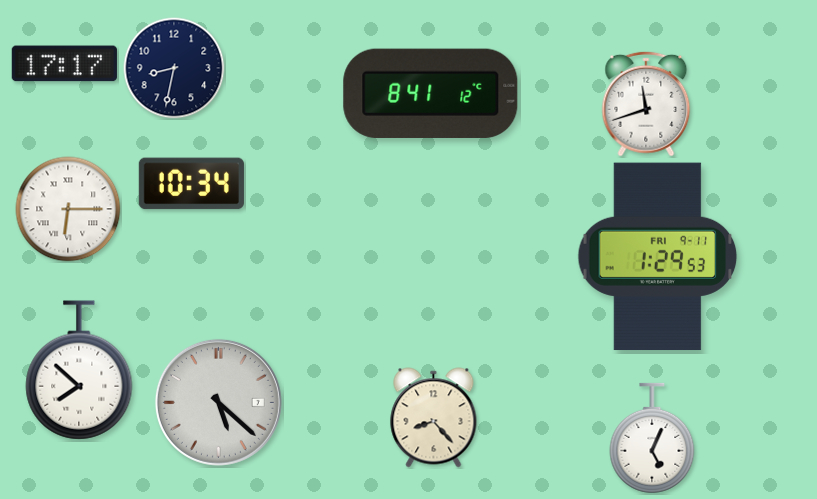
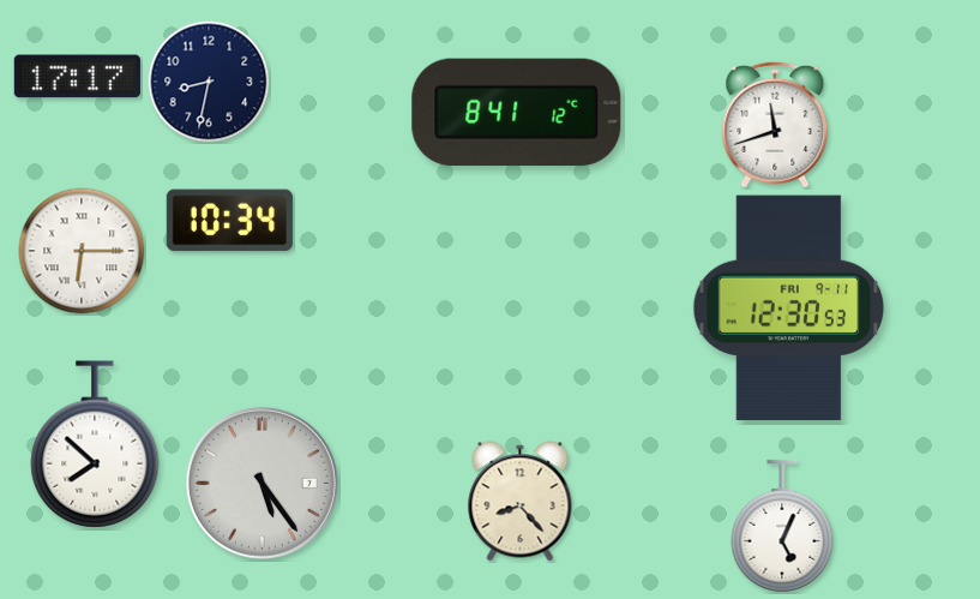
clock at (658, 257): 1:29 -> 12:30
clock at (218, 402): 5:22 -> 5:24
